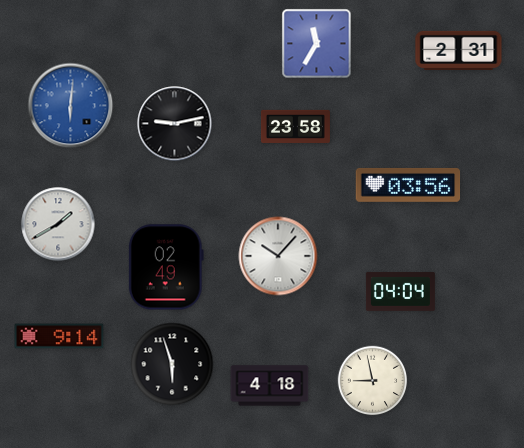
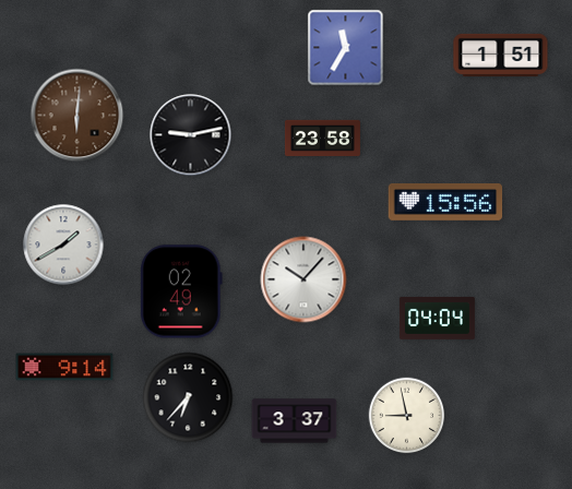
clock at (459, 50): 2:31 -> 1:51
clock at (71, 106) dial: blue -> brown
clock at (408, 185): 03:56 -> 15:56
clock at (172, 364): 5:57 -> 6:37
clock at (270, 386): 4:18 -> 3:37
